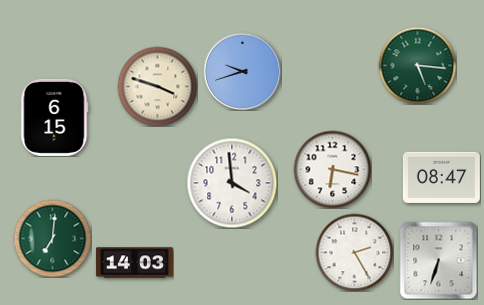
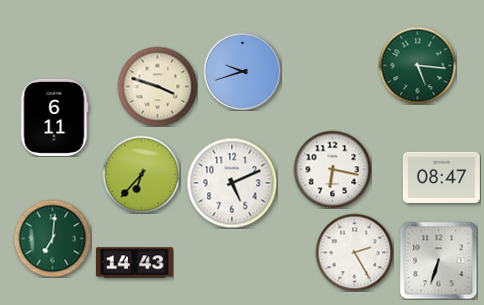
clock at (54, 117): 6:15 -> 6:11
clock at (141, 174): none -> 6:37
clock at (232, 183): 3:59 -> 5:11
clock at (134, 263): 14:03 -> 14:43
